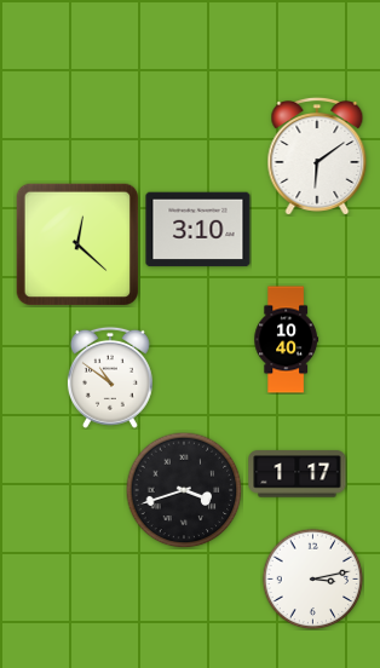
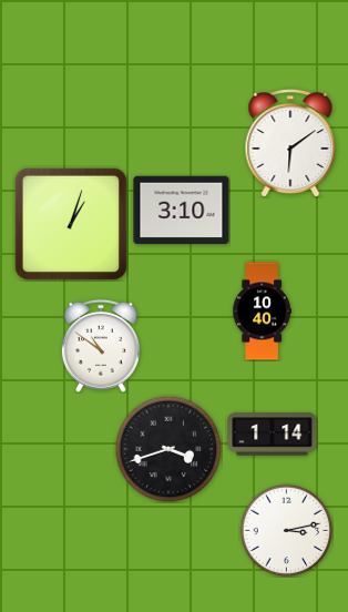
clock at (77, 244): 12:22 -> 1:03
clock at (298, 474): 1:17 -> 1:14
